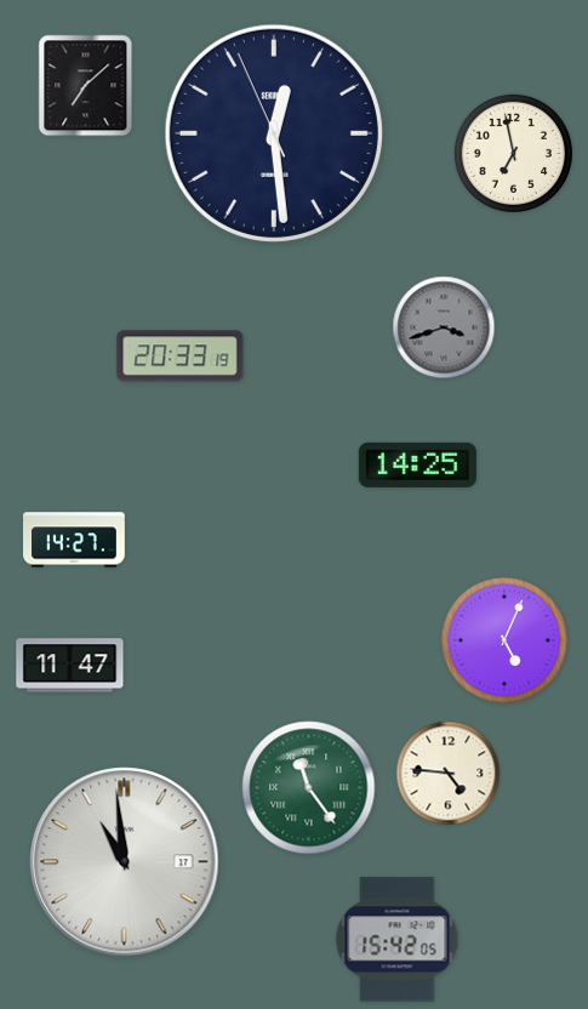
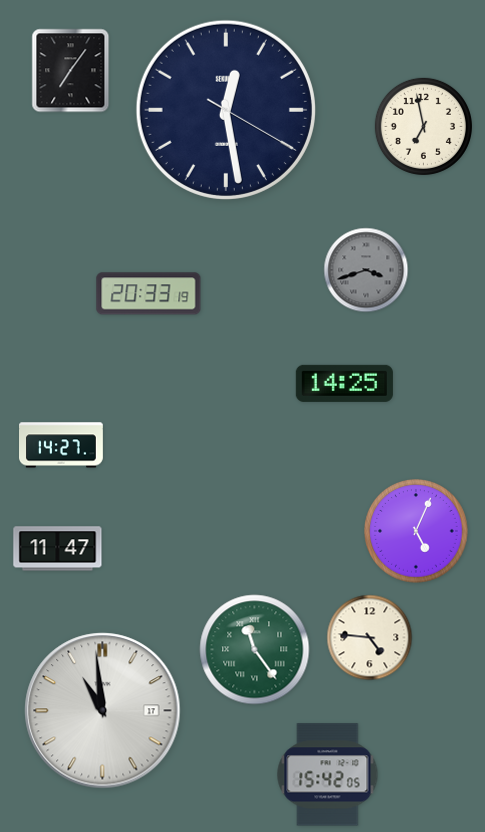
clock at (86, 86): 7:08 -> 7:06
clock at (274, 133): 12:28:56 -> 12:28:20
clock at (504, 640) position: (504, 640) -> (416, 531)
